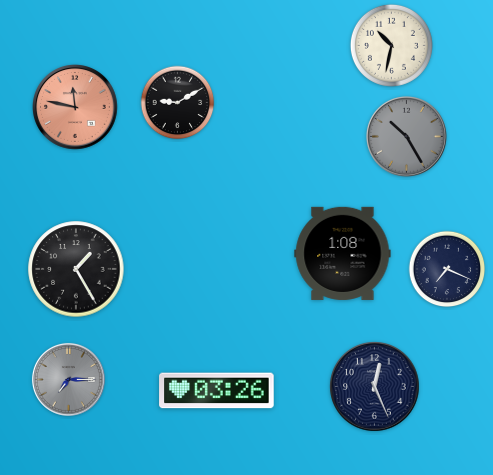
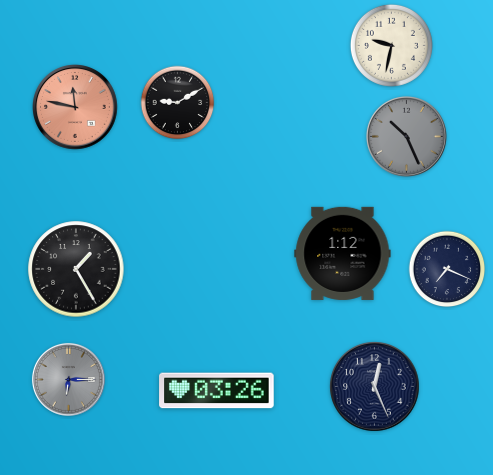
clock at (391, 45): 10:32 -> 9:32
clock at (406, 136): 10:25 -> 10:26
clock at (343, 253): 1:08 -> 1:12
clock at (68, 379): 7:15 -> 6:15
